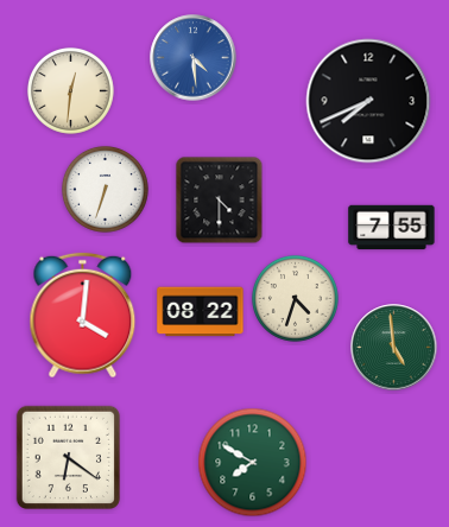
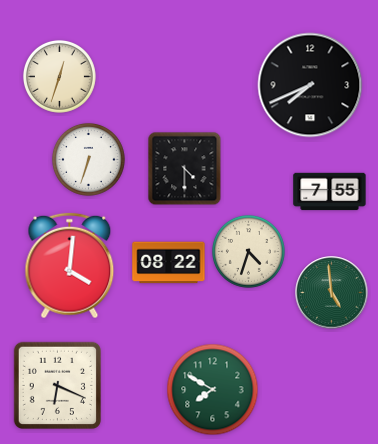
clock at (194, 58): 4:29 -> none
clock at (70, 90): 12:31 -> 12:33
clock at (68, 457): 6:21 -> 6:19
